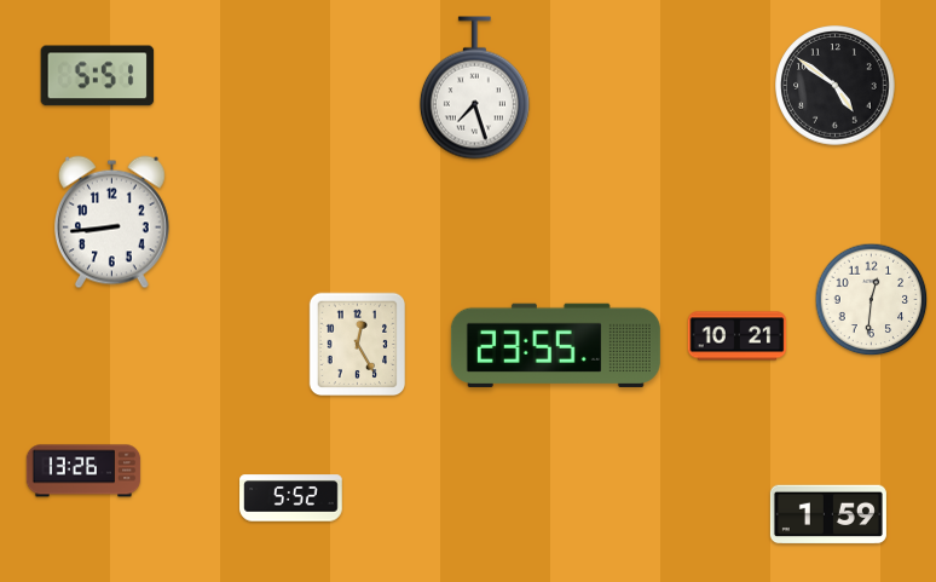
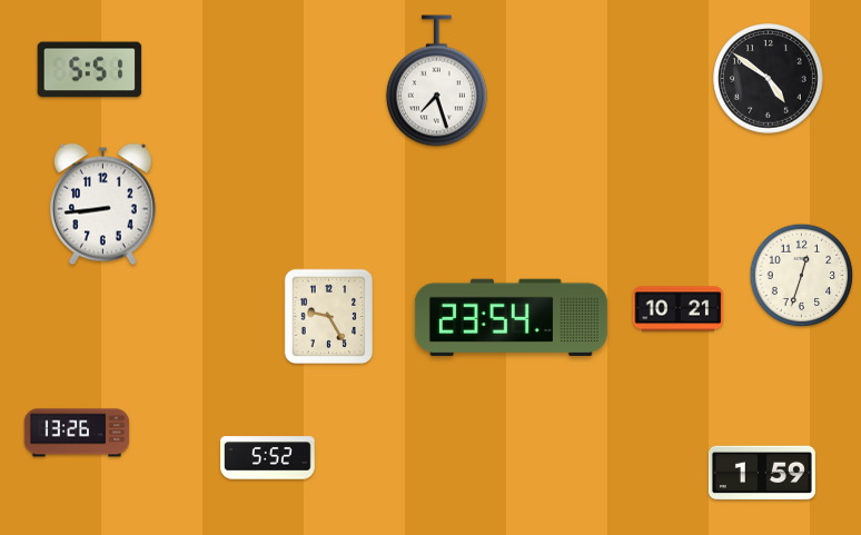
clock at (872, 300): 12:31 -> 12:33
clock at (358, 345): 12:25 -> 9:25
clock at (555, 345): 23:55 -> 23:54
